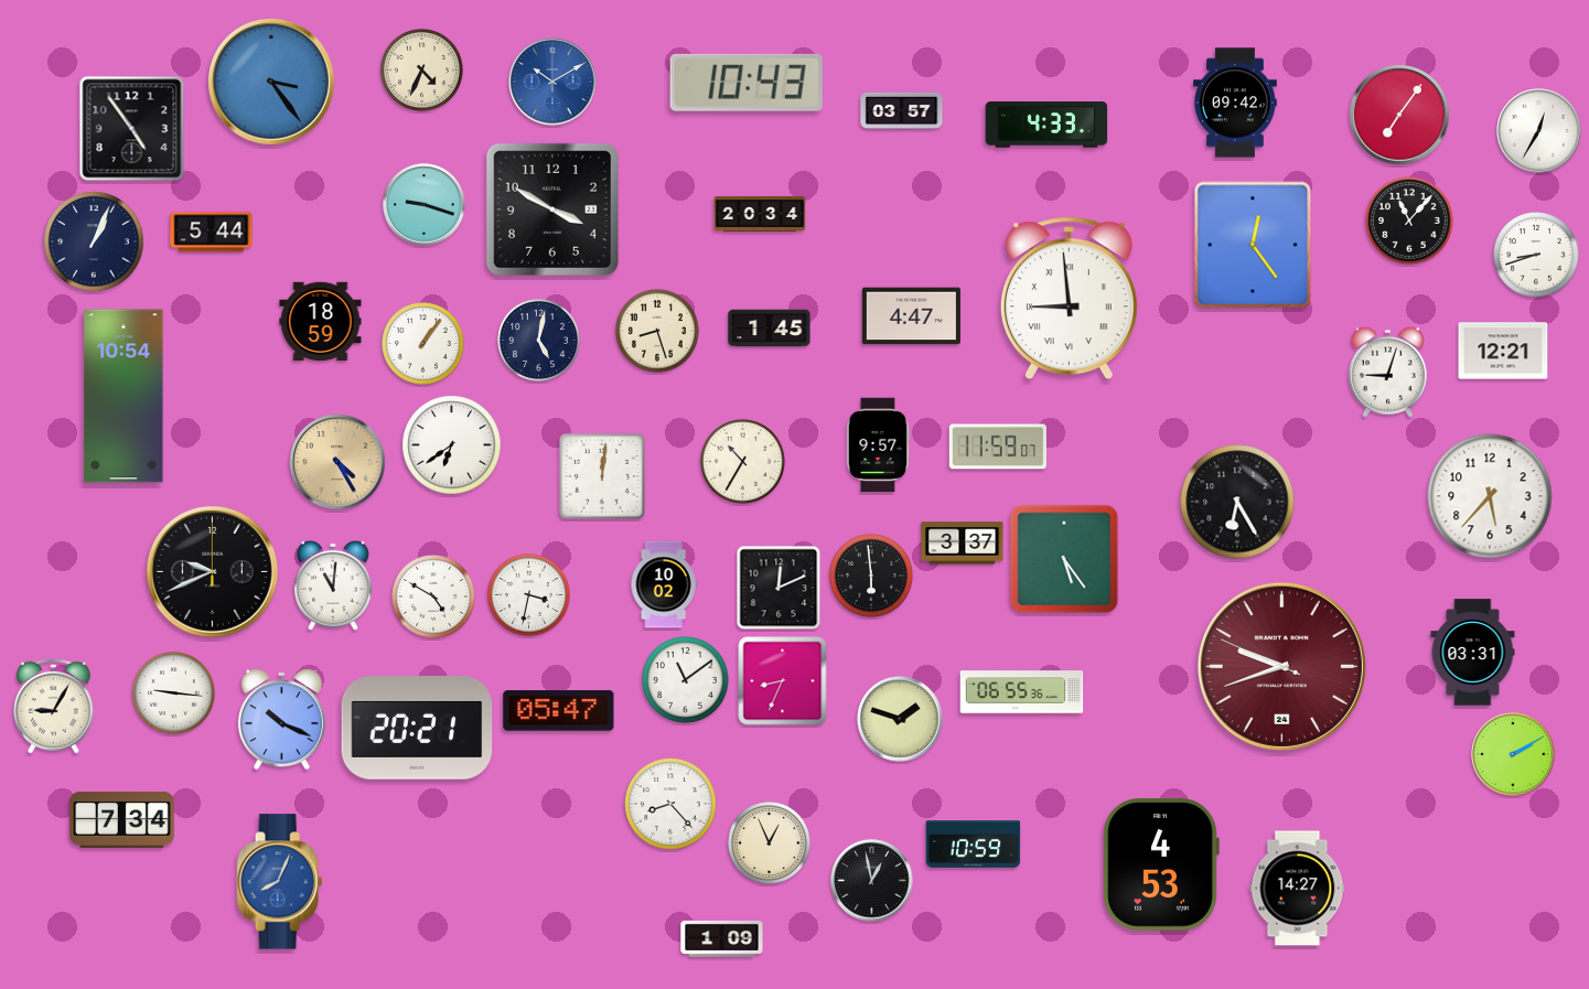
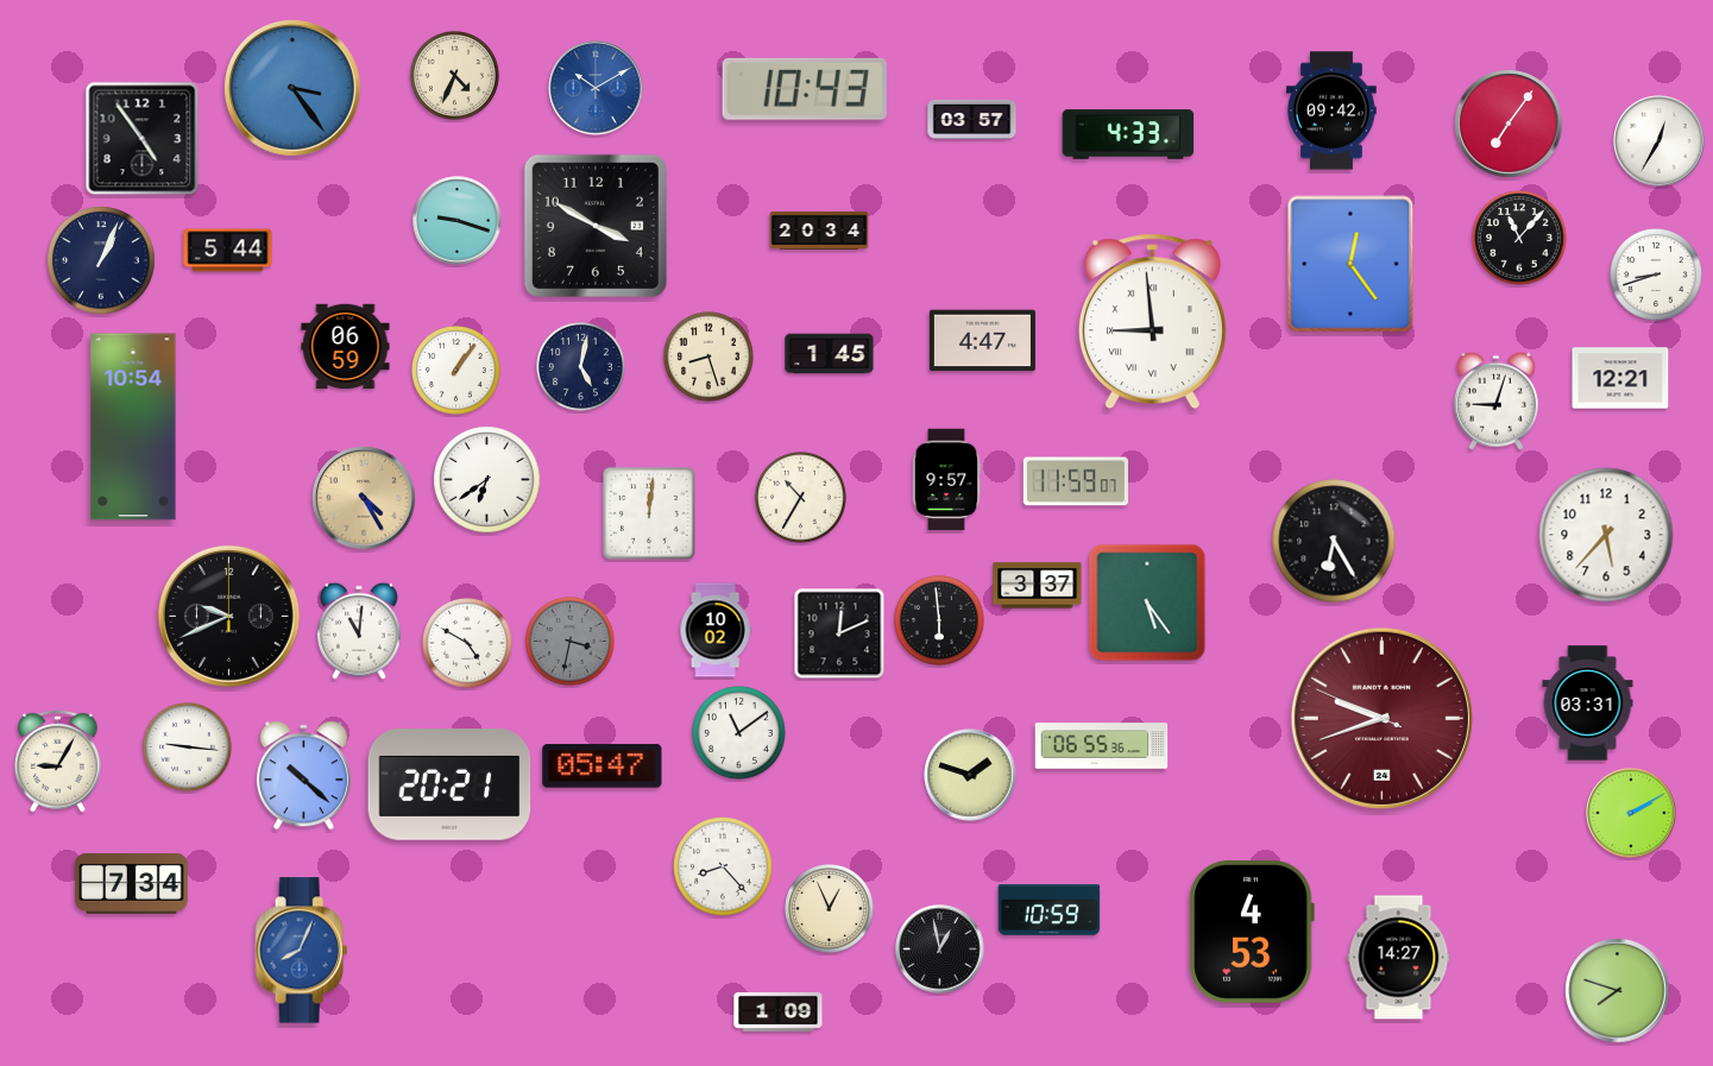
clock at (321, 322): 18:59 -> 06:59
clock at (529, 595) dial: white -> grey
clock at (783, 681): 8:34 -> none
clock at (281, 720): 10:19 -> 10:22
clock at (1618, 991): none -> 7:48
